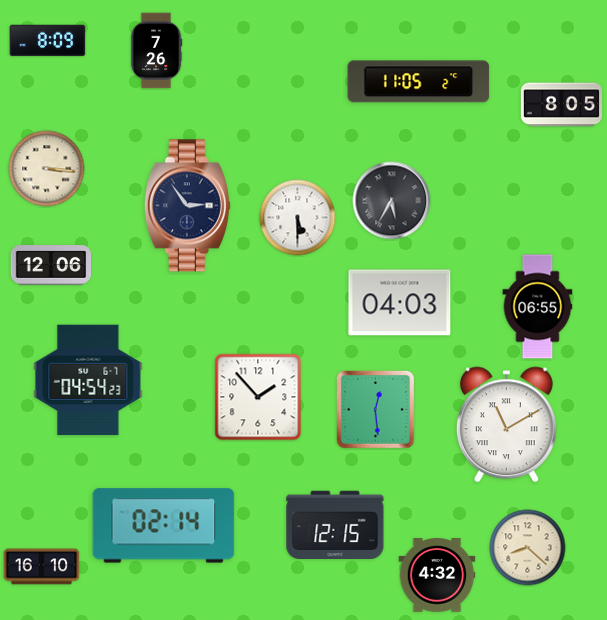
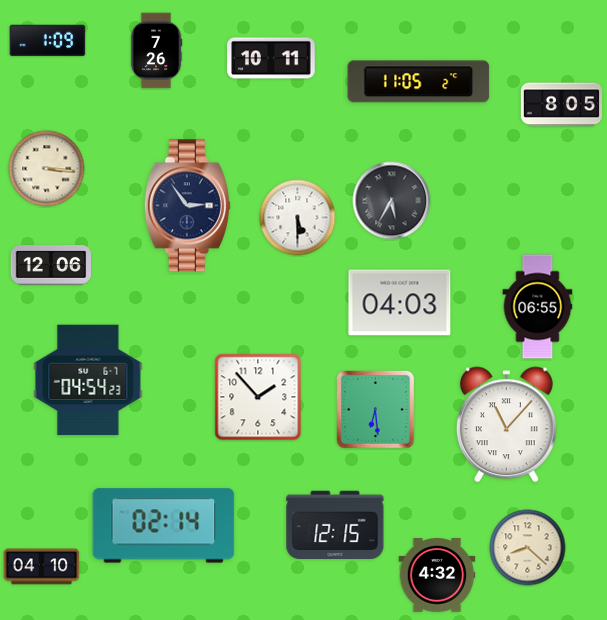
clock at (48, 41): 8:09 -> 1:09
clock at (271, 58): none -> 10:11
clock at (375, 409): 12:29 -> 6:29
clock at (506, 425): 11:10 -> 11:07
clock at (42, 567): 16:10 -> 04:10
